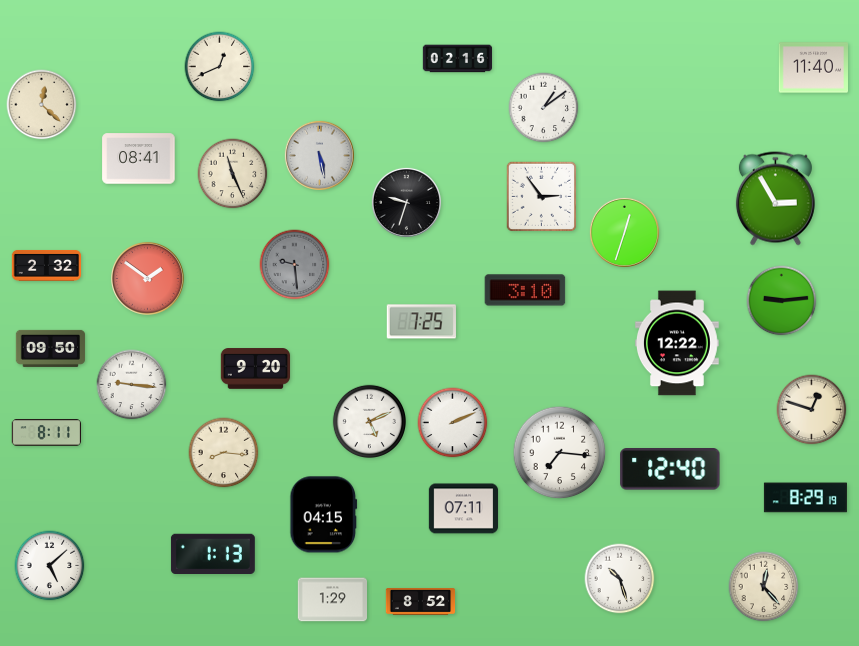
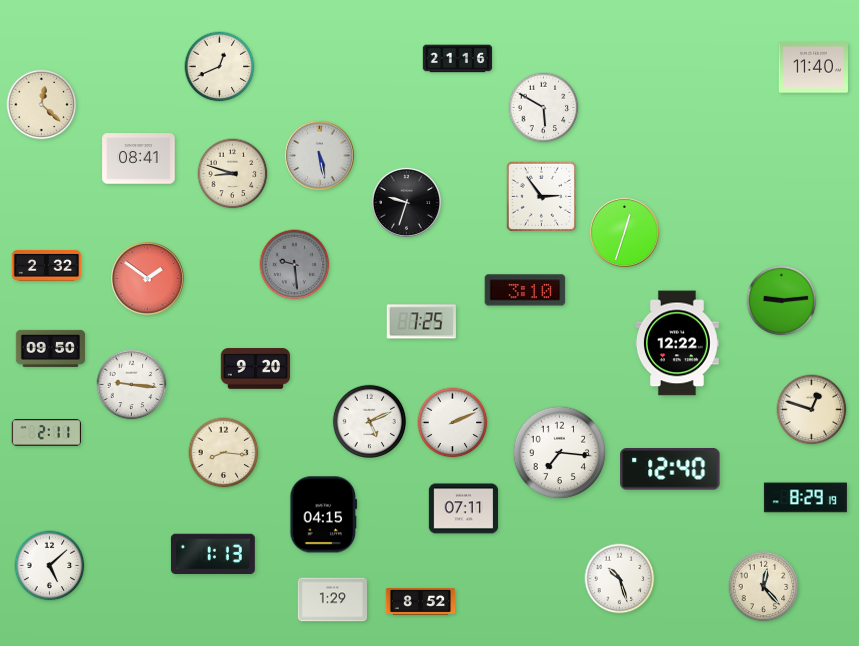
clock at (458, 59): 02:16 -> 21:16
clock at (544, 108): 1:09 -> 5:50
clock at (233, 174): 11:26 -> 8:48
clock at (775, 199): 2:55 -> none
clock at (47, 433): 8:11 -> 2:11
